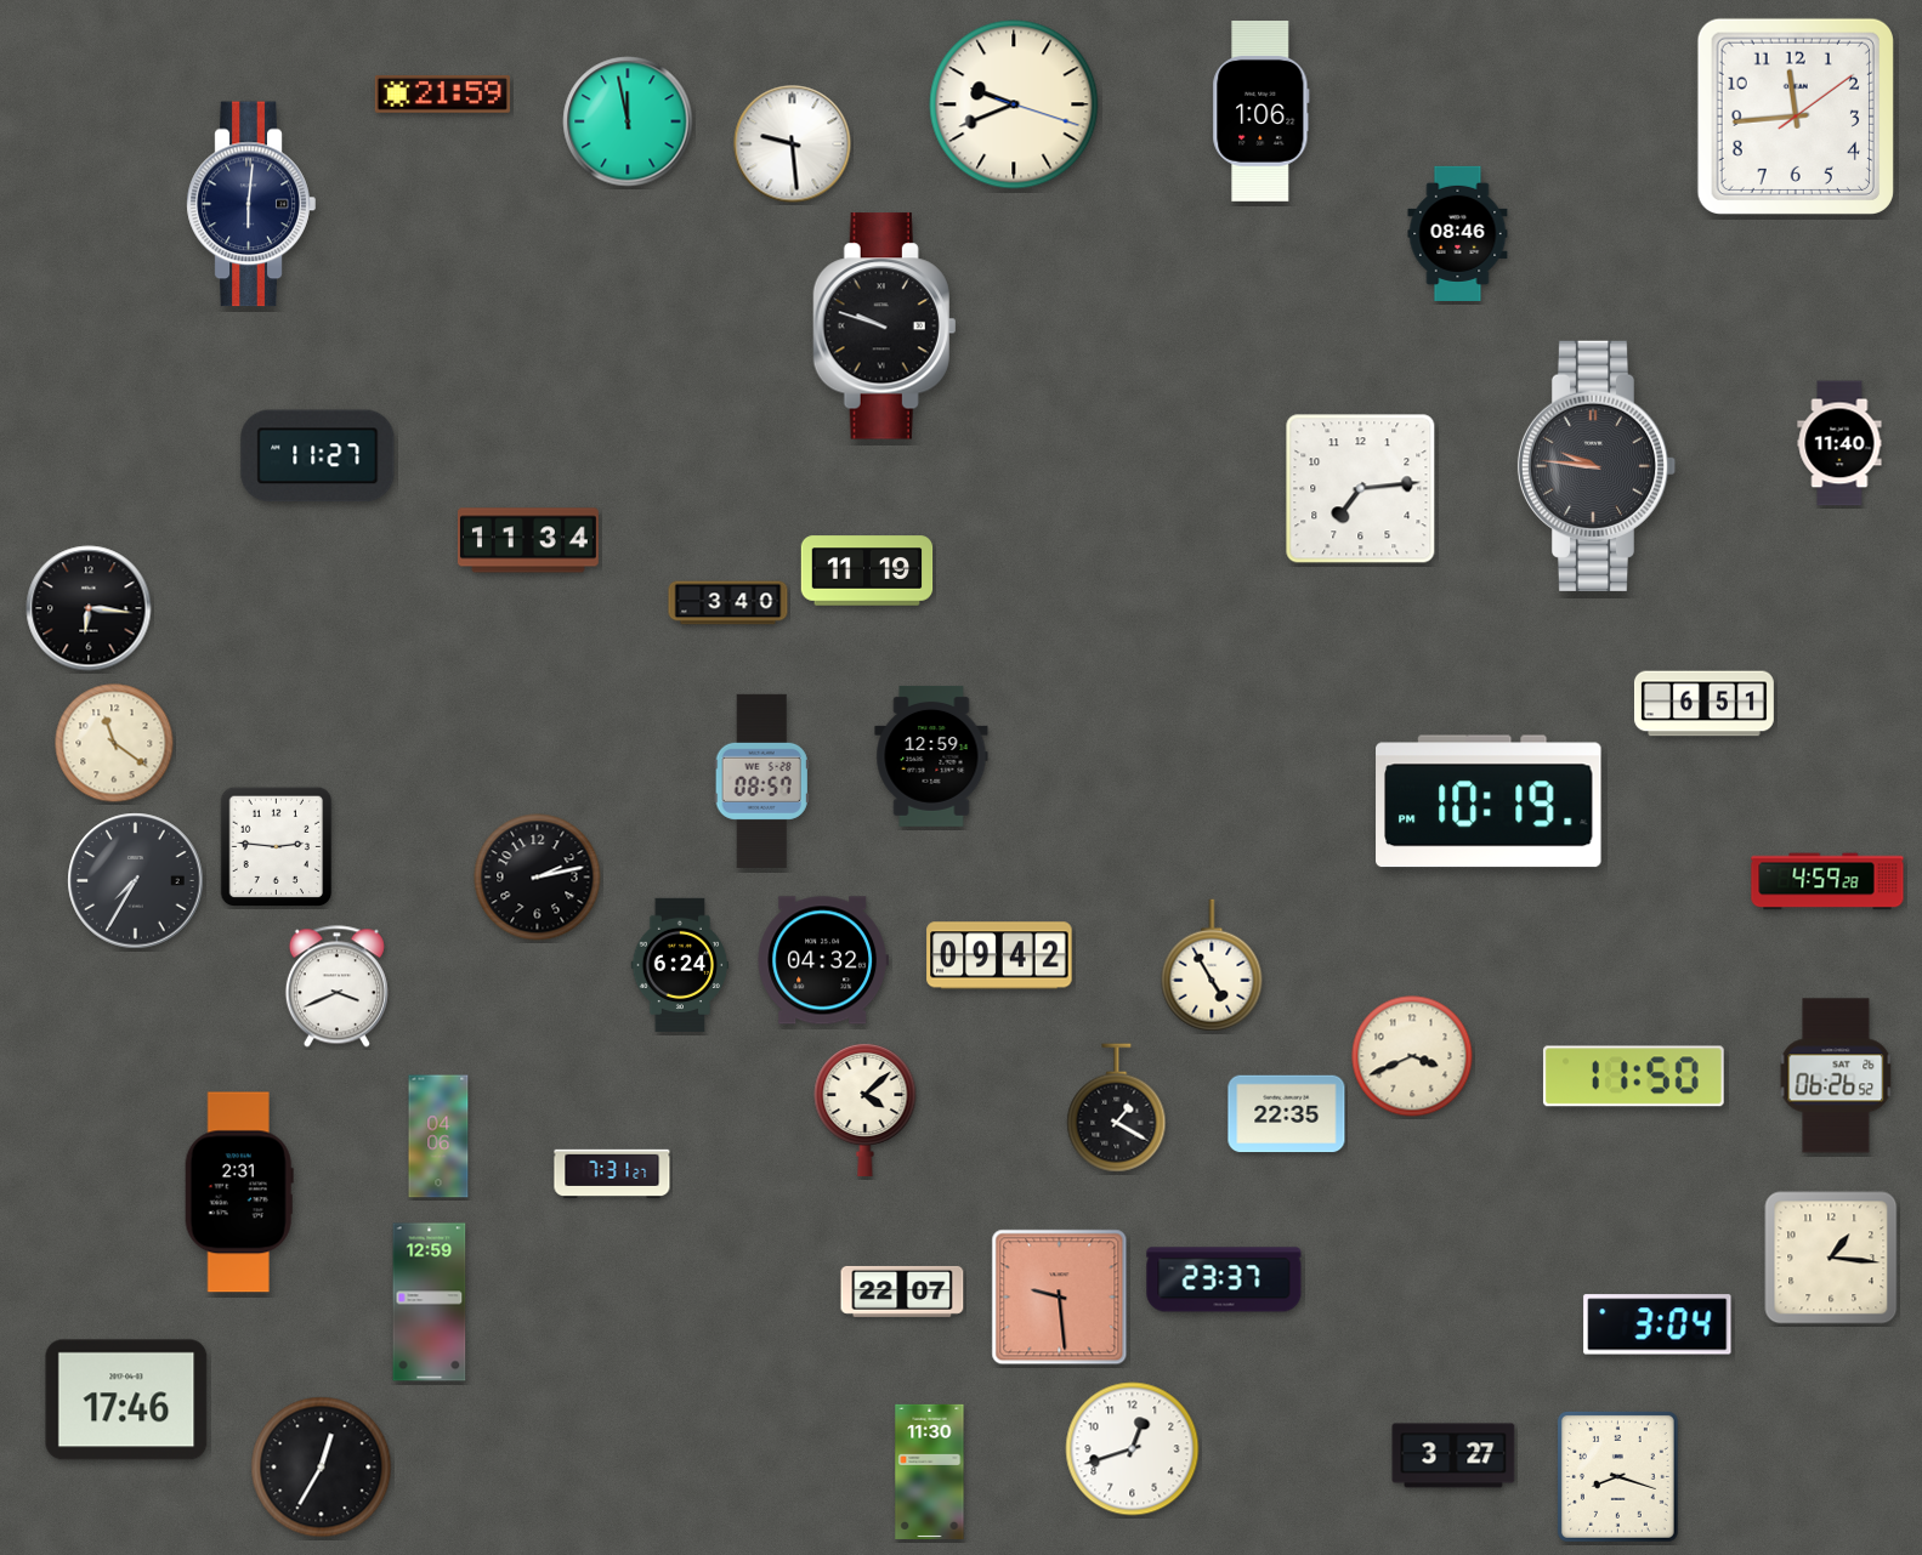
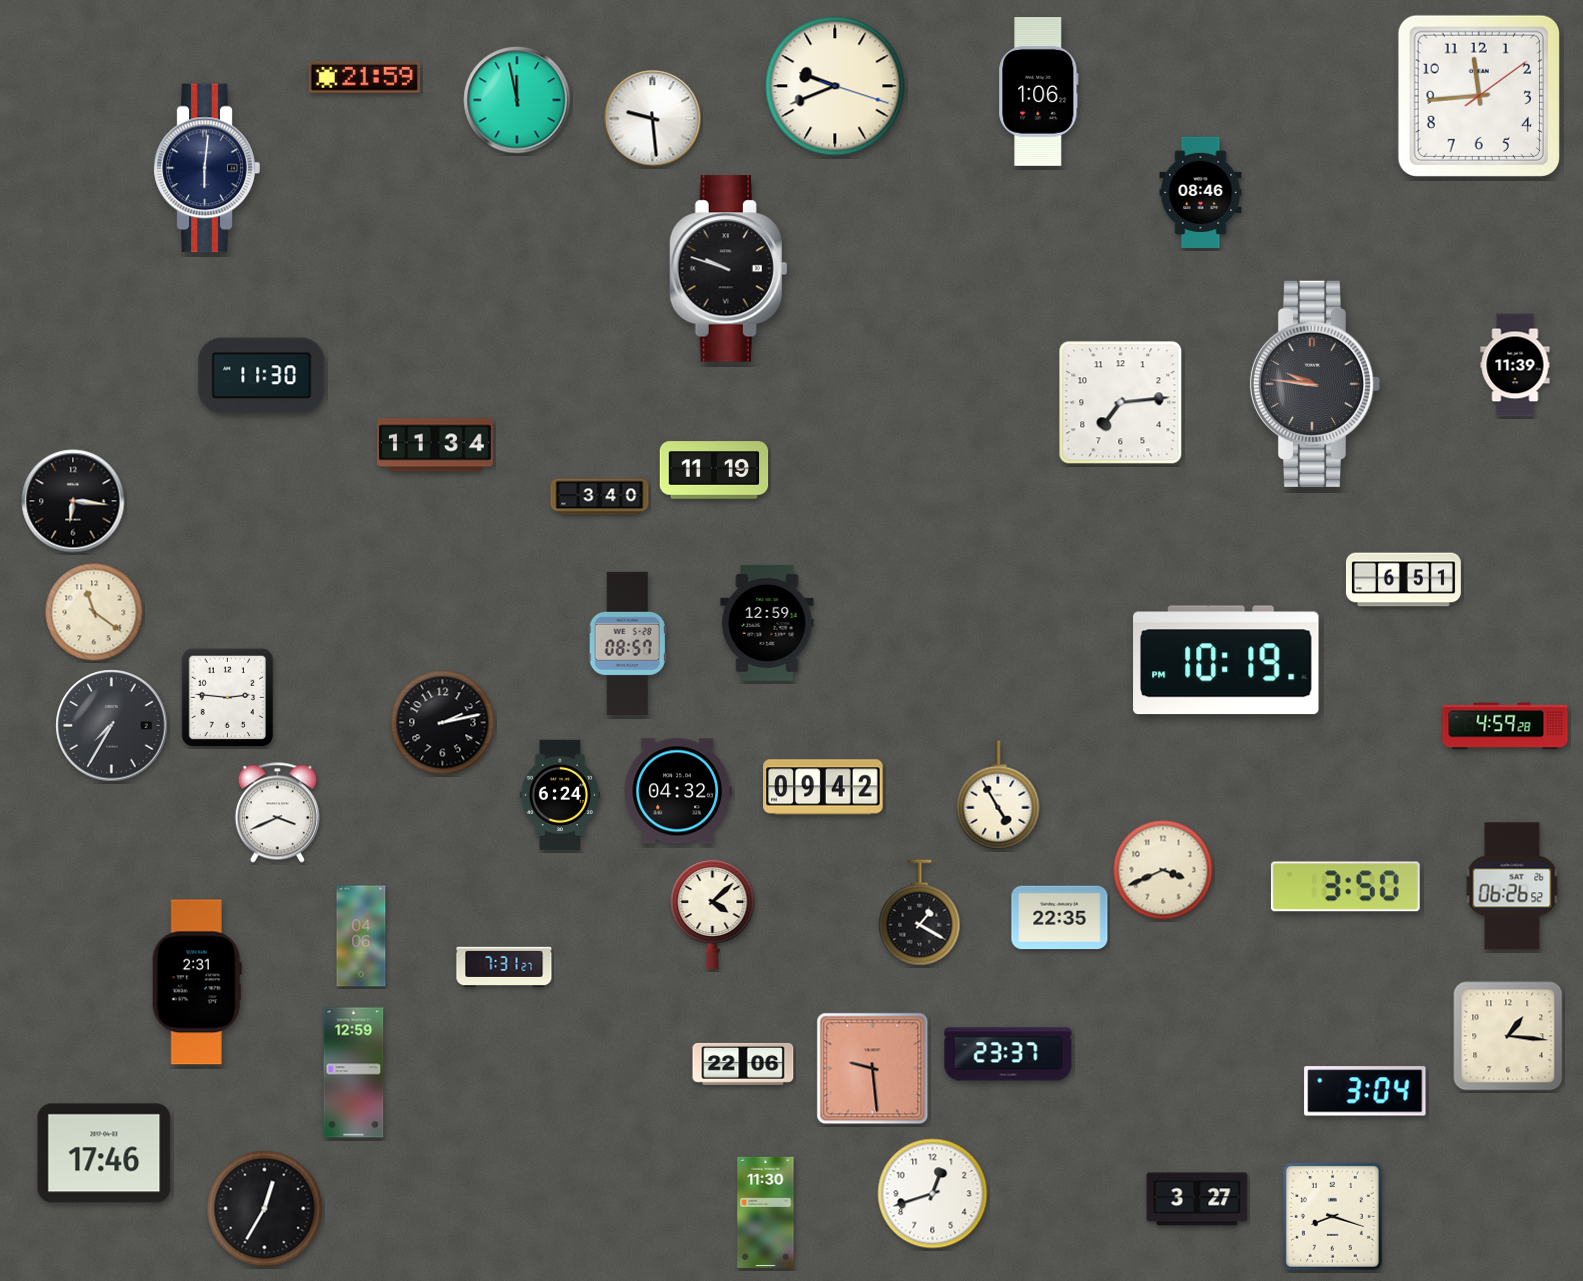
clock at (1839, 443): 11:40 -> 11:39
clock at (318, 456): 11:27 -> 11:30
clock at (1633, 1077): 11:50 -> 3:50
clock at (902, 1292): 22:07 -> 22:06
